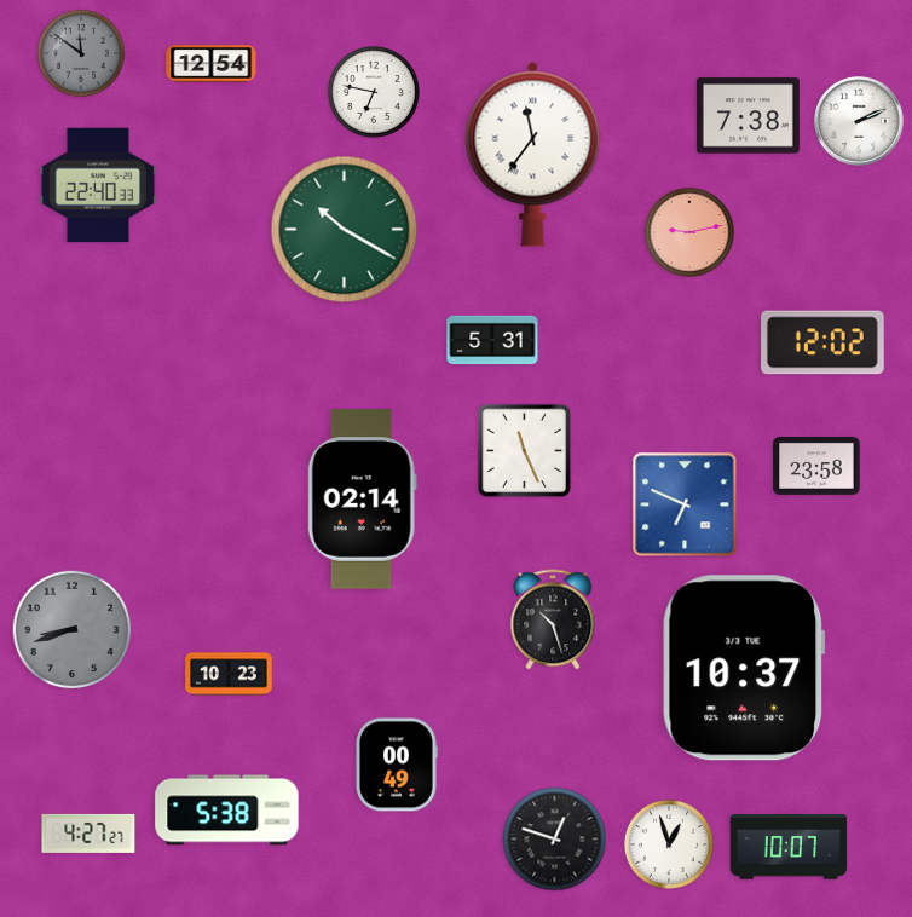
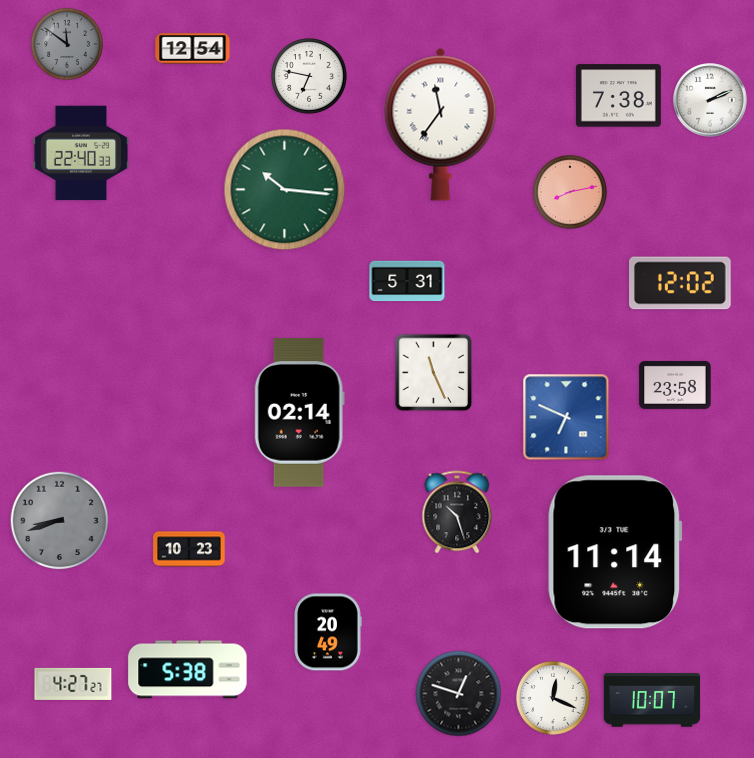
clock at (212, 64) position: (212, 64) -> (193, 49)
clock at (533, 154) position: (533, 154) -> (441, 124)
clock at (345, 230): 10:20 -> 10:16
clock at (689, 232): 9:13 -> 8:13
clock at (744, 668): 10:37 -> 11:14
clock at (229, 674) position: (229, 674) -> (189, 549)
clock at (397, 765): 00:49 -> 20:49
clock at (88, 834) position: (88, 834) -> (73, 684)
clock at (669, 844): 12:57 -> 12:19
